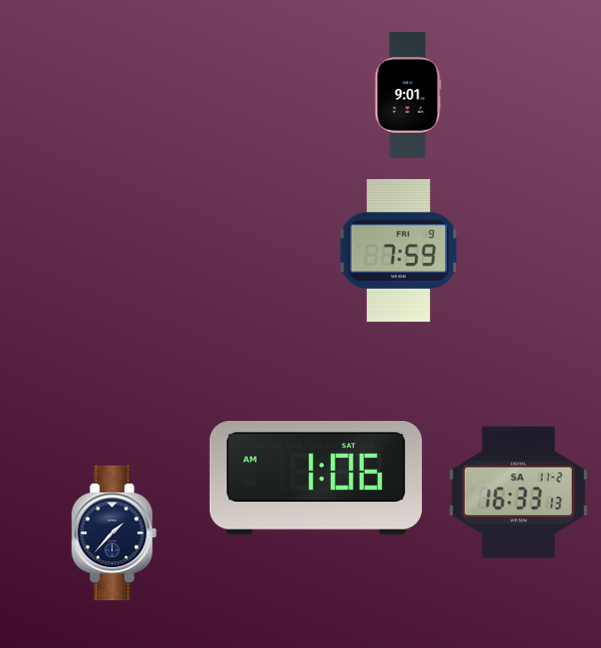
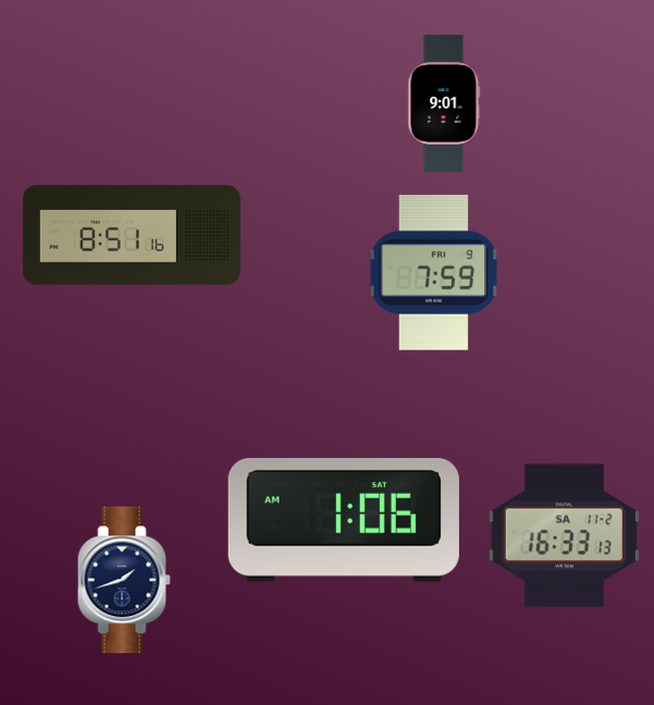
clock at (132, 235): none -> 8:51
clock at (114, 533): 1:37 -> 1:42
